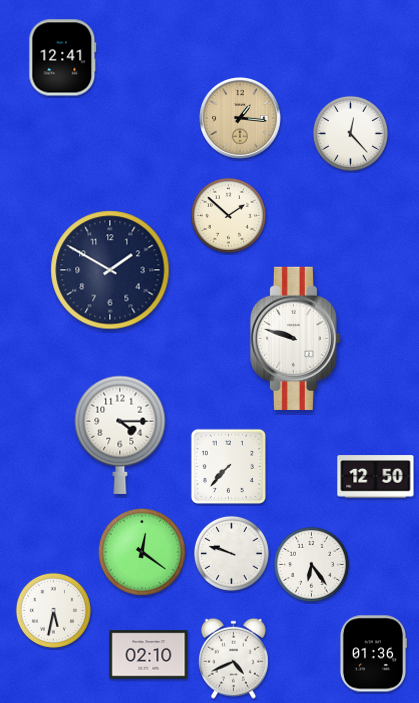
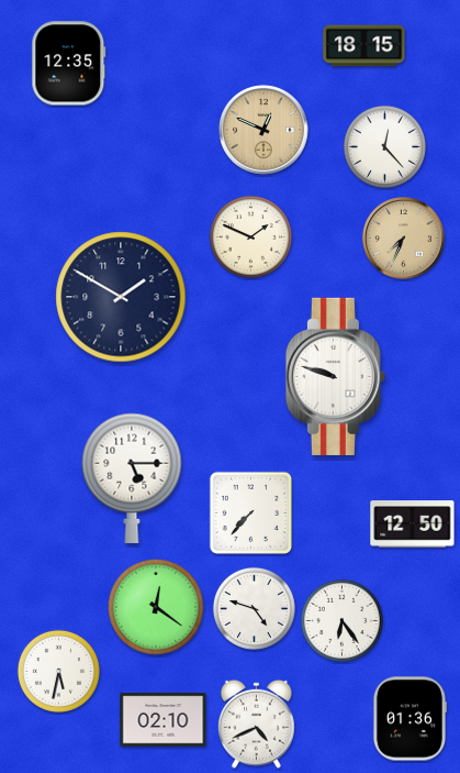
clock at (364, 46): none -> 18:15
clock at (63, 58): 12:41 -> 12:35
clock at (240, 118): 1:16 -> 12:49
clock at (228, 215): 1:52 -> 1:49
clock at (404, 239): none -> 7:34
clock at (295, 338) position: (295, 338) -> (335, 376)
clock at (120, 435): 4:15 -> 5:15
clock at (231, 553): 9:48 -> 4:48
